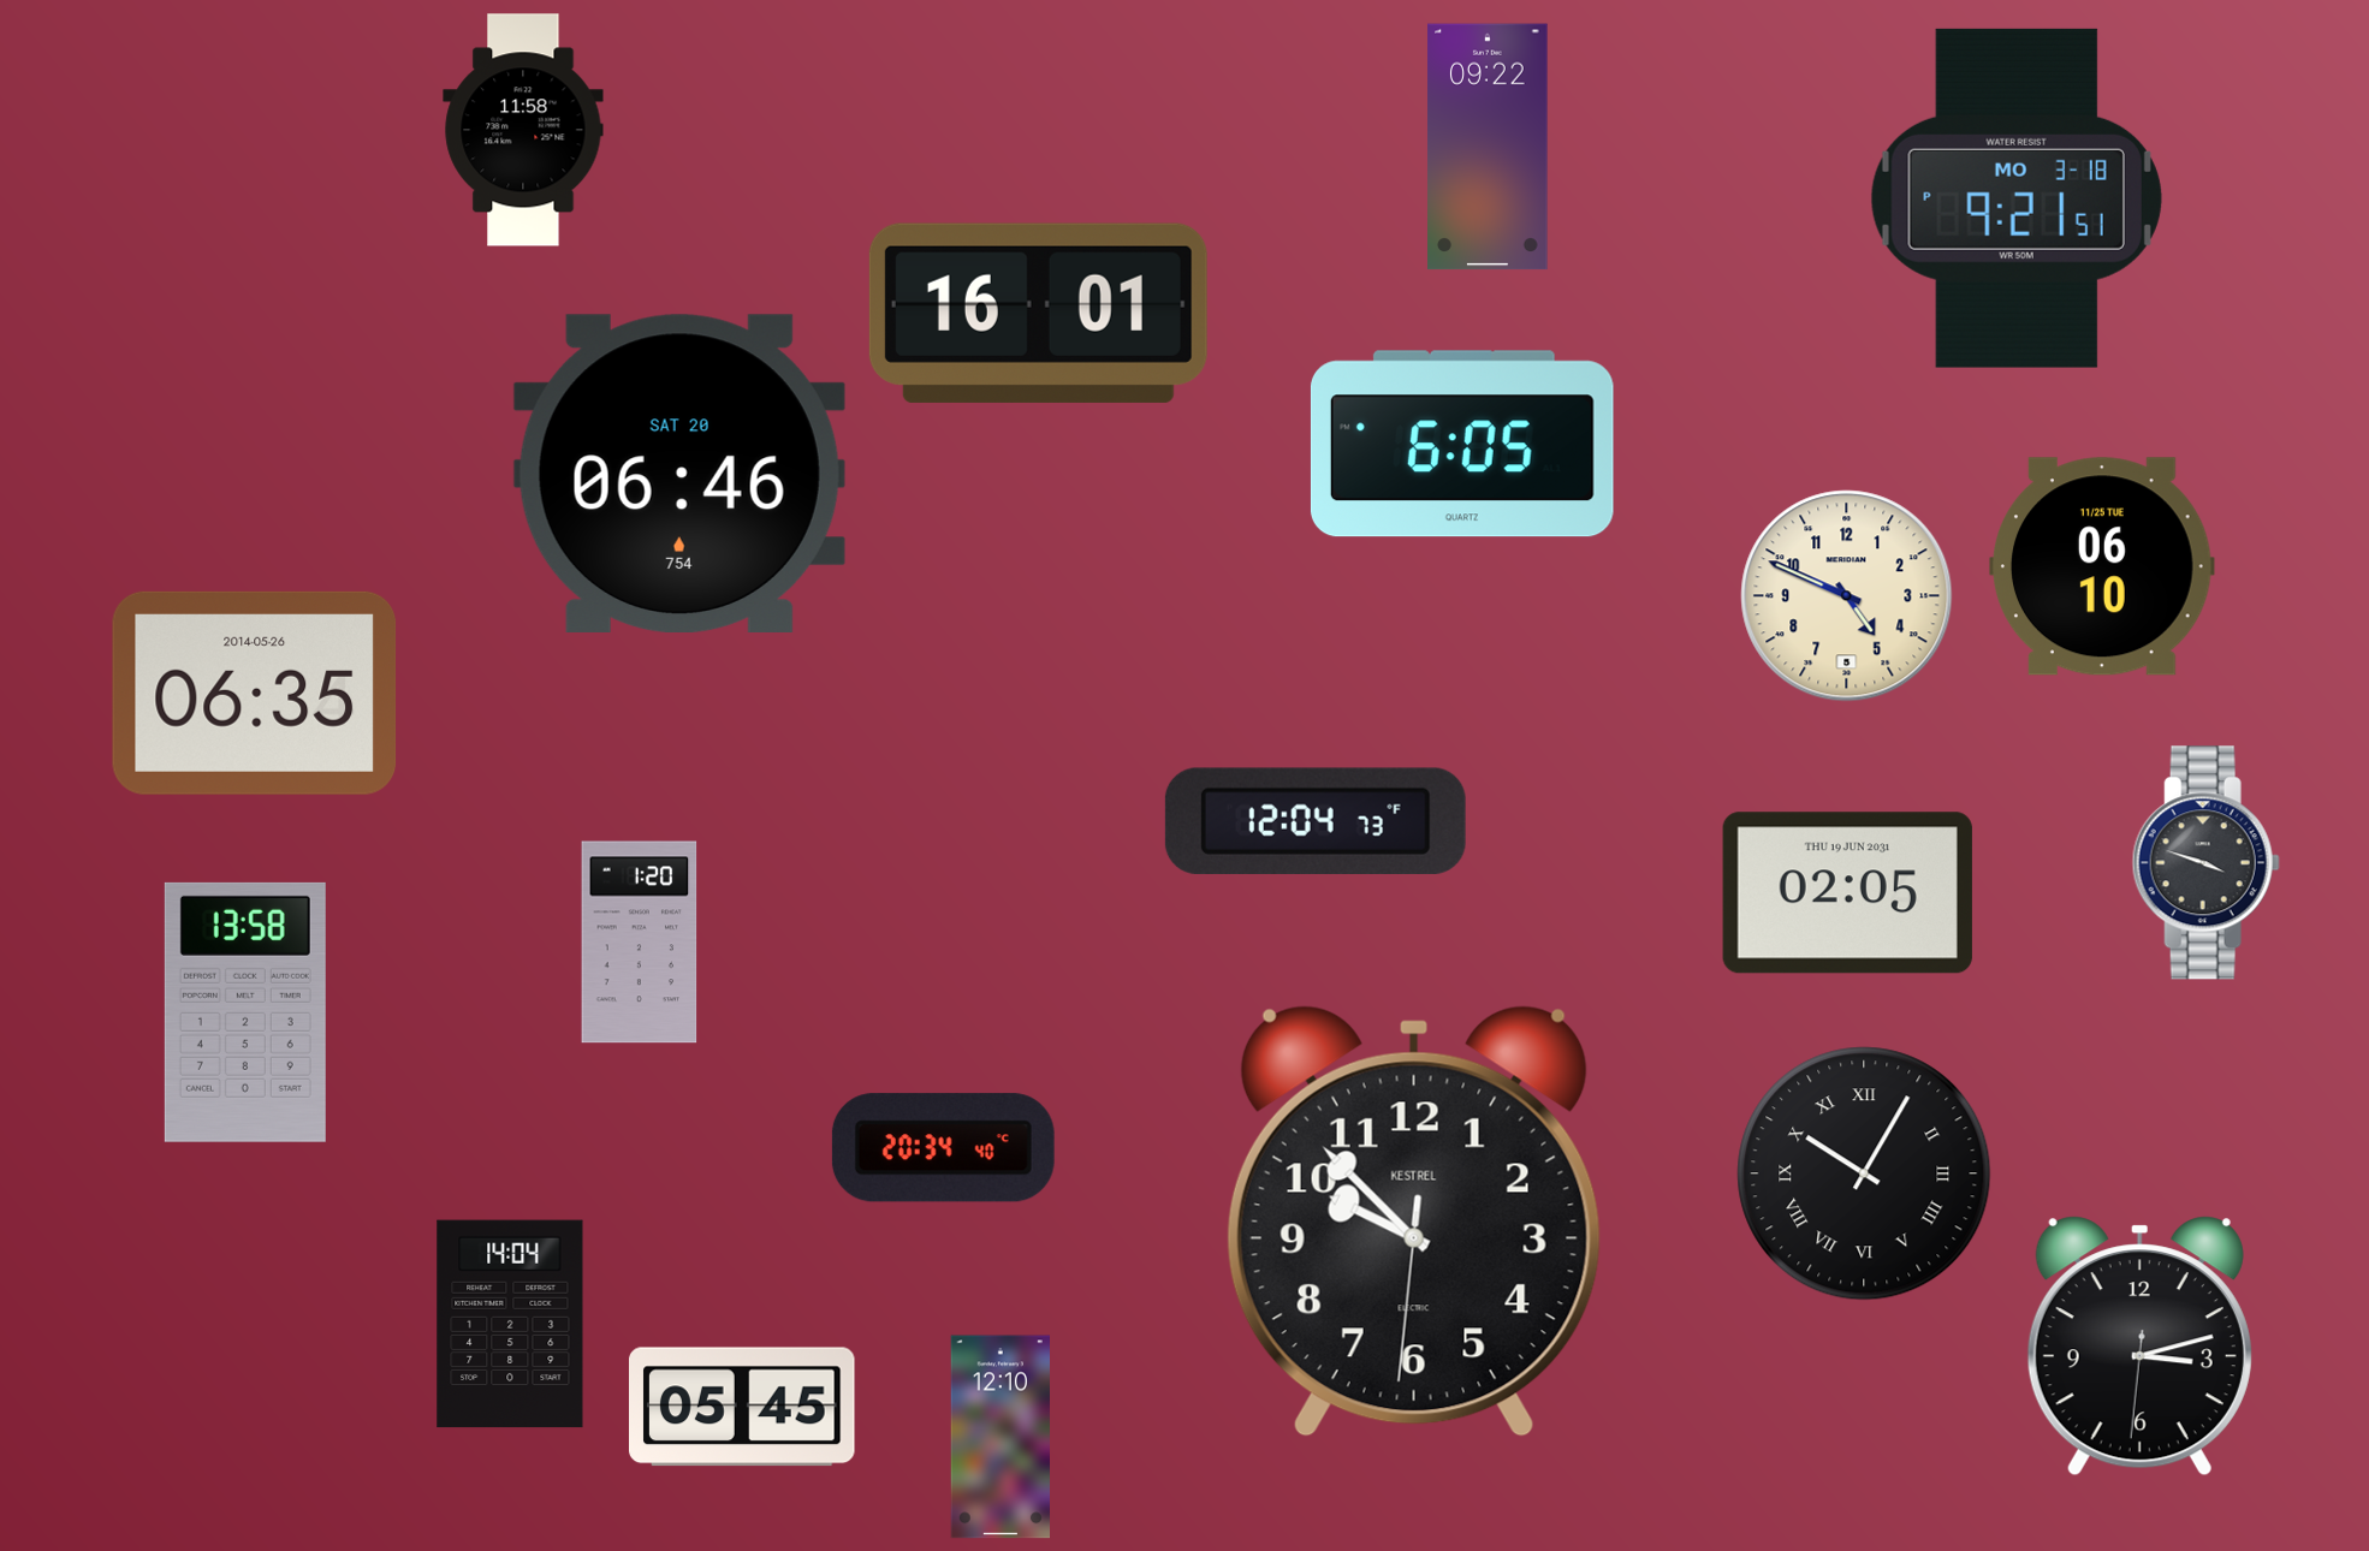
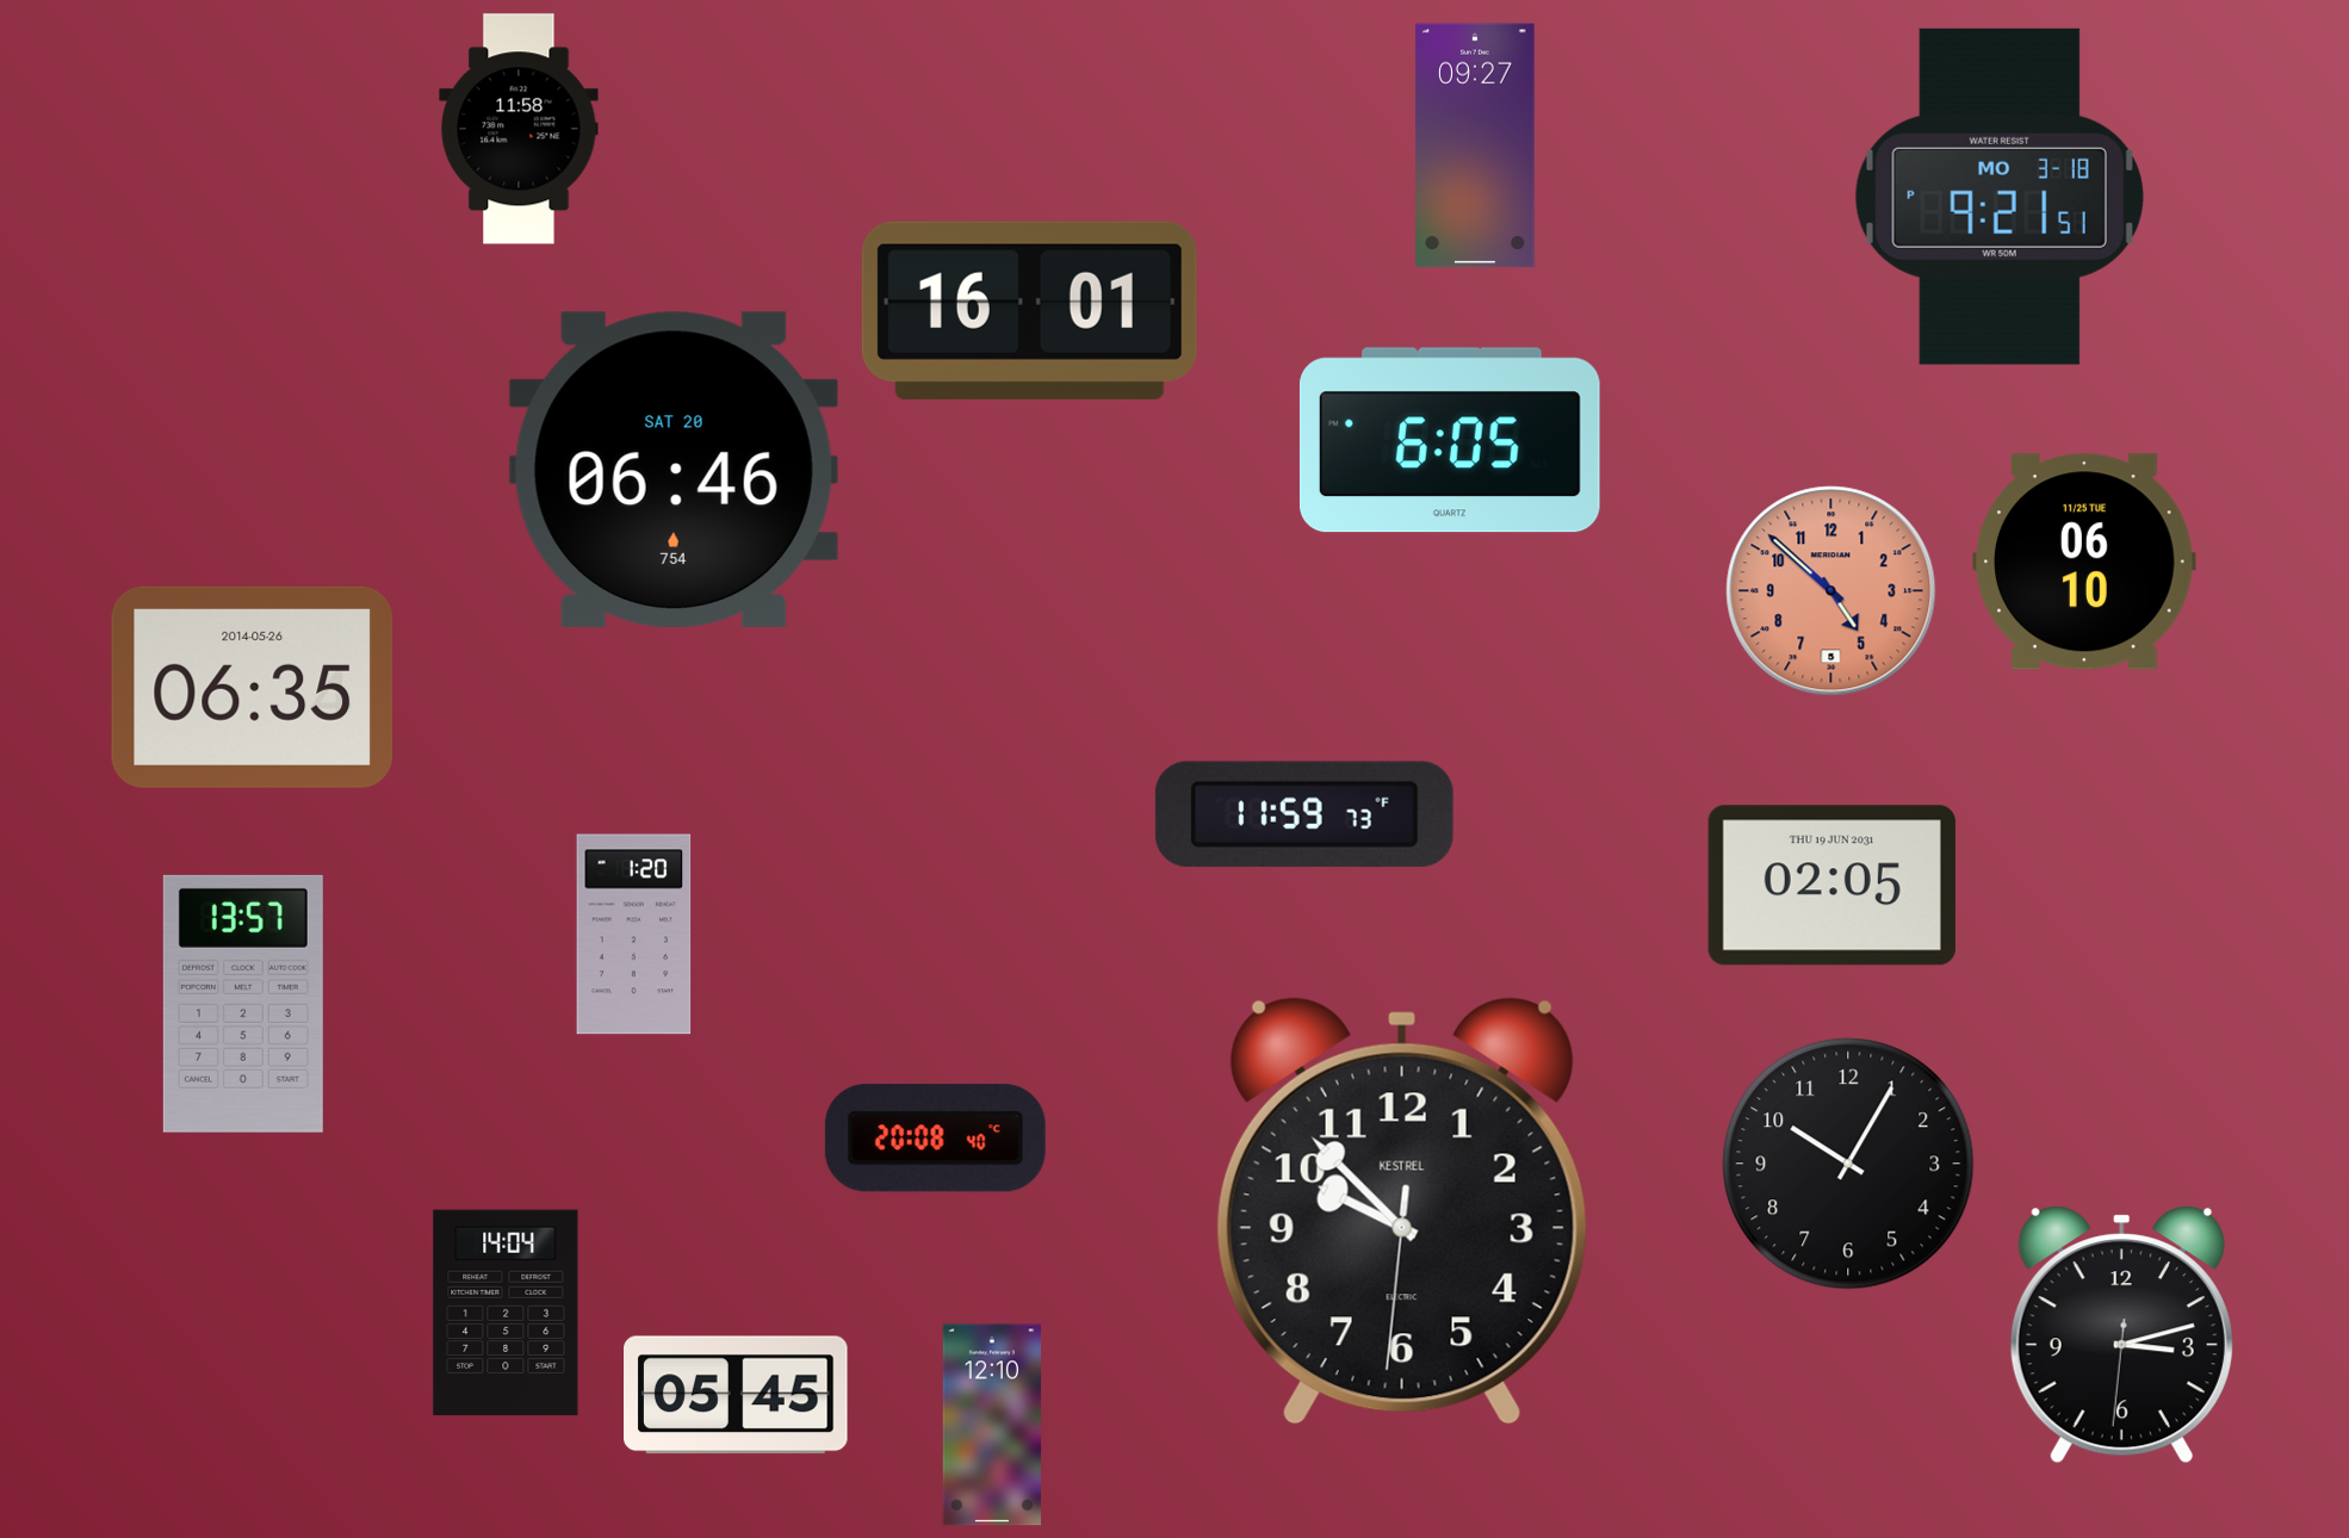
clock at (1488, 147): 09:22 -> 09:27
clock at (1847, 596): 4:49 -> 4:52
clock at (1847, 596) dial: cream -> salmon
clock at (1316, 821): 12:04 -> 11:59
clock at (2205, 863): 3:48 -> none
clock at (245, 1012): 13:58 -> 13:57
clock at (943, 1148): 20:34 -> 20:08
clock at (1864, 1173) numerals: Roman -> Arabic
